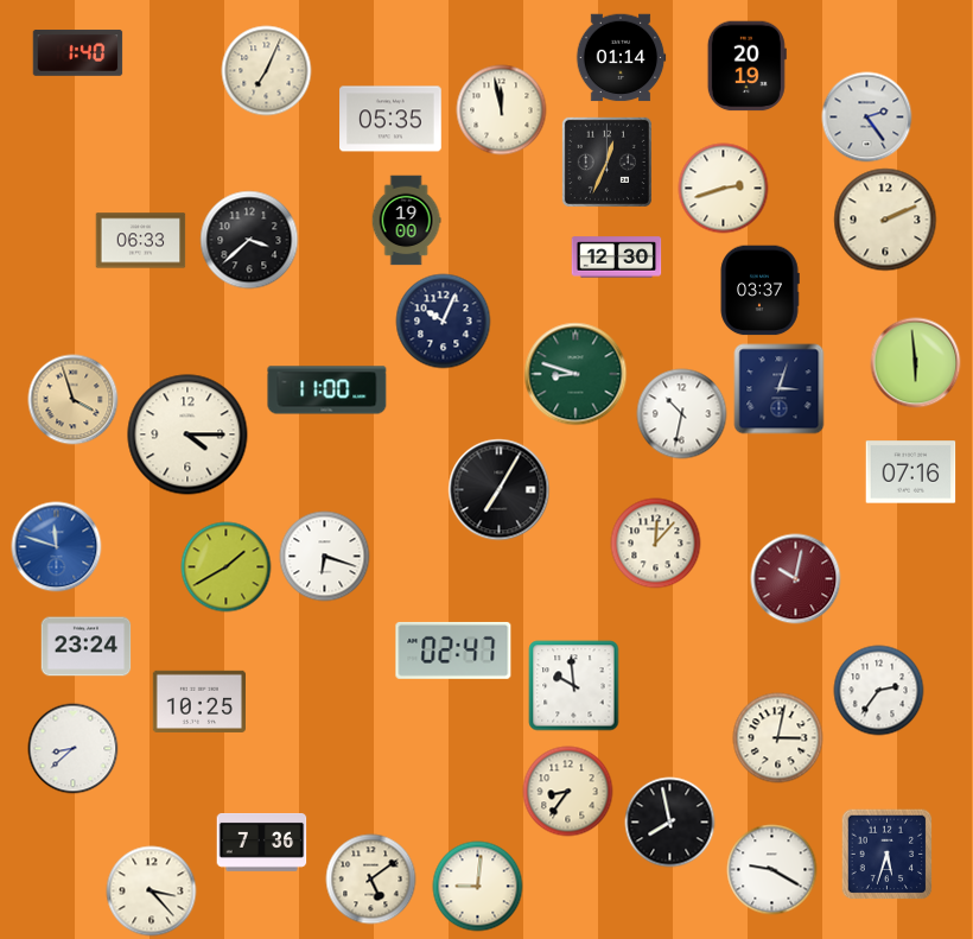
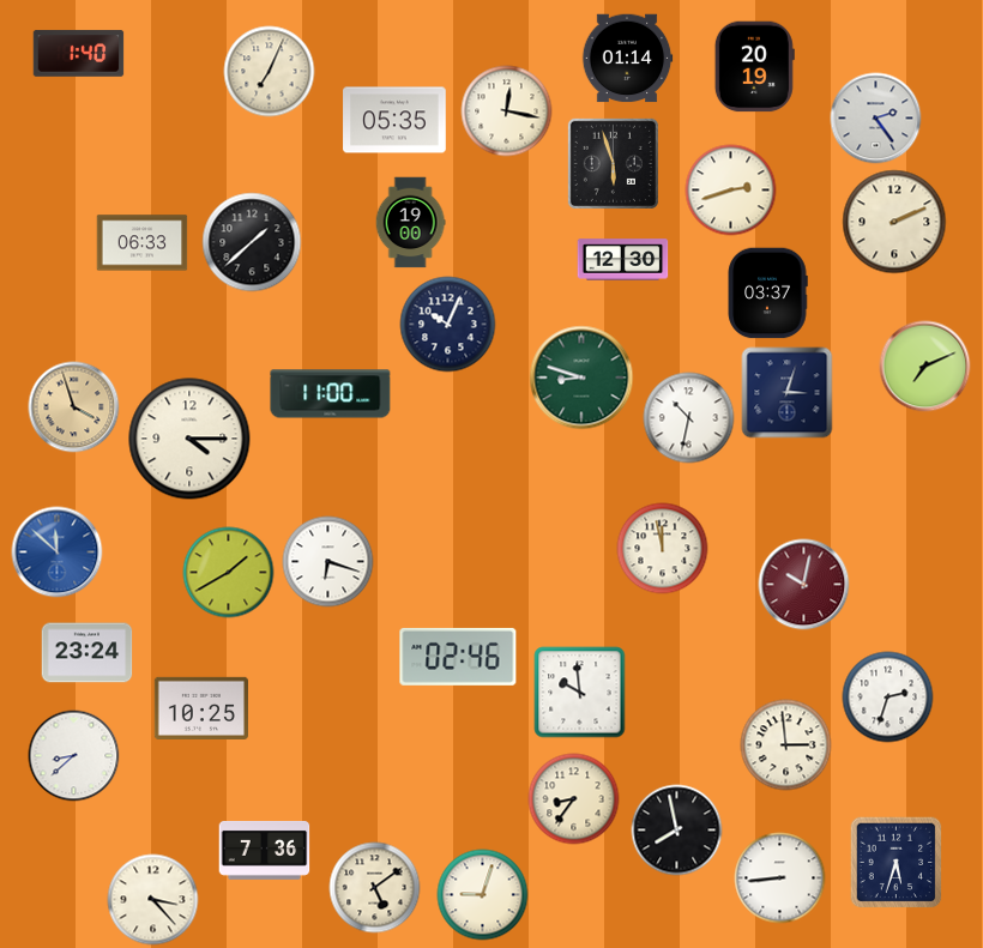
clock at (502, 110): 11:58 -> 12:17
clock at (606, 161): 12:34 -> 5:57
clock at (249, 240): 3:38 -> 1:38
clock at (916, 363): 5:59 -> 7:11
clock at (74, 400) position: (74, 400) -> (74, 407)
clock at (911, 472): 07:16 -> none
clock at (500, 490): 7:05 -> none
clock at (656, 544): 12:07 -> 11:58
clock at (57, 547): 11:48 -> 11:52
clock at (453, 651): 02:47 -> 02:46
clock at (879, 691): 2:36 -> 2:33
clock at (778, 738): 3:02 -> 2:59
clock at (772, 870): 9:20 -> 8:44
clock at (478, 887): 9:01 -> 9:03
